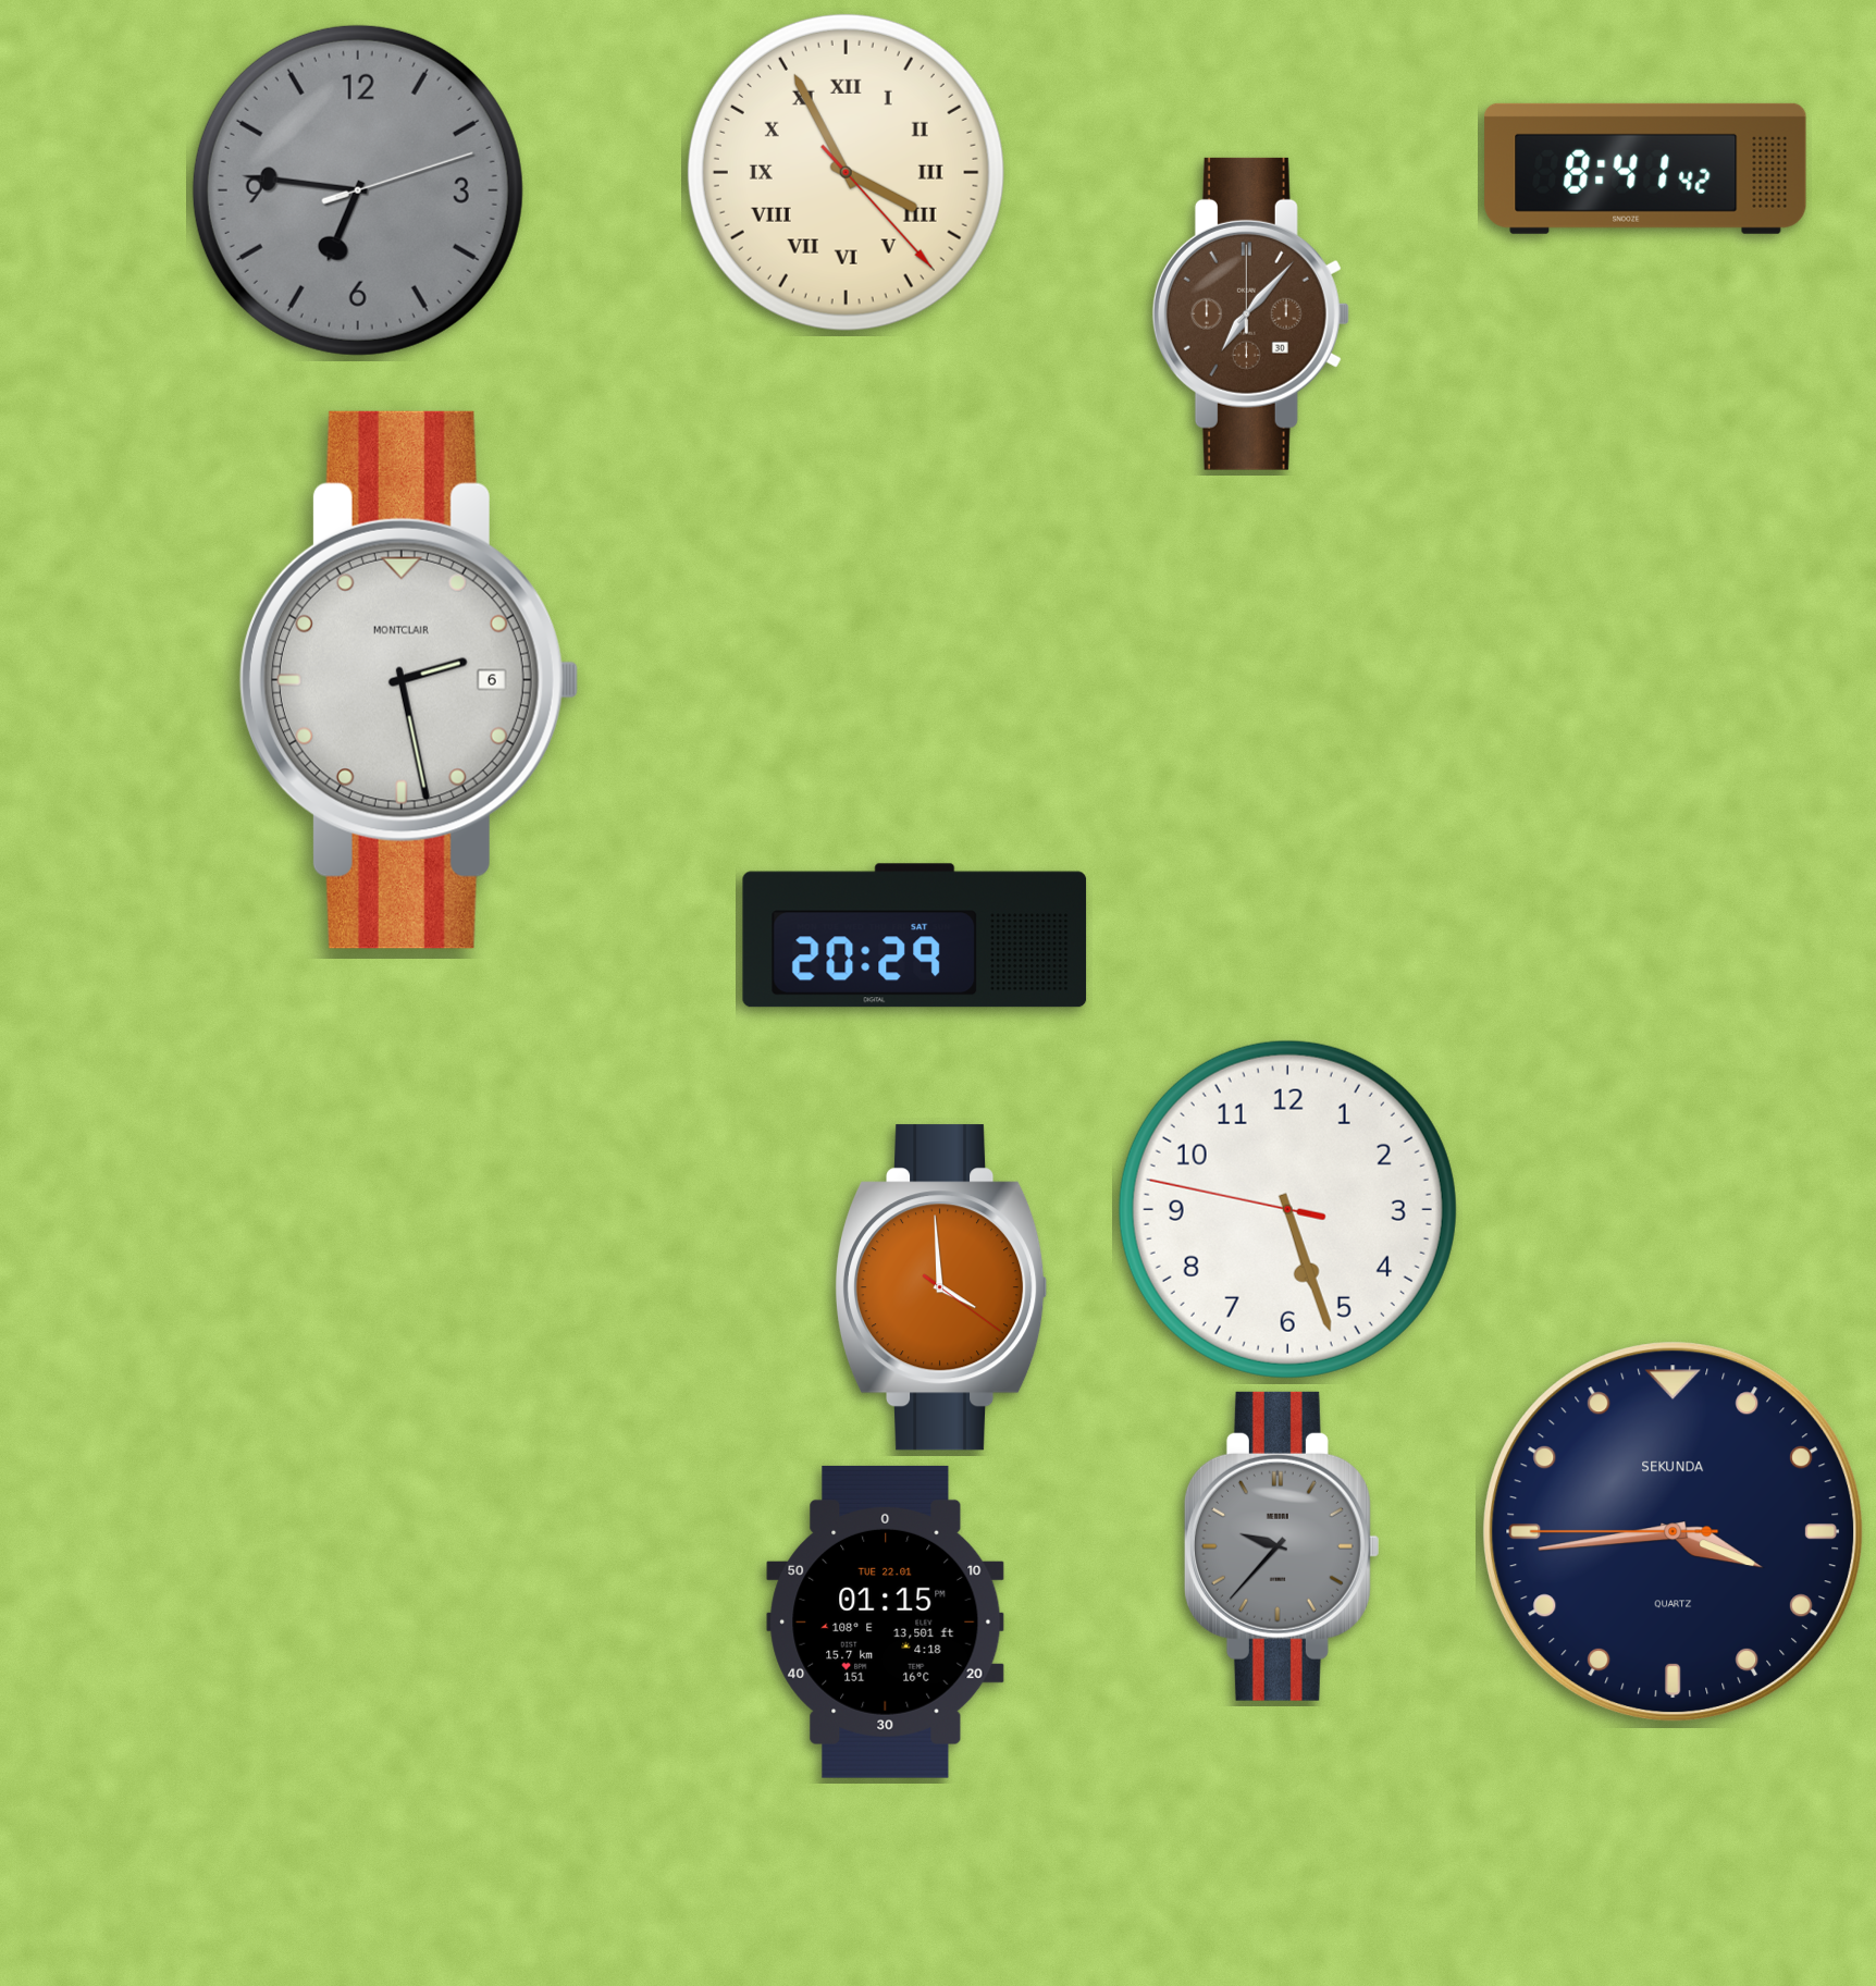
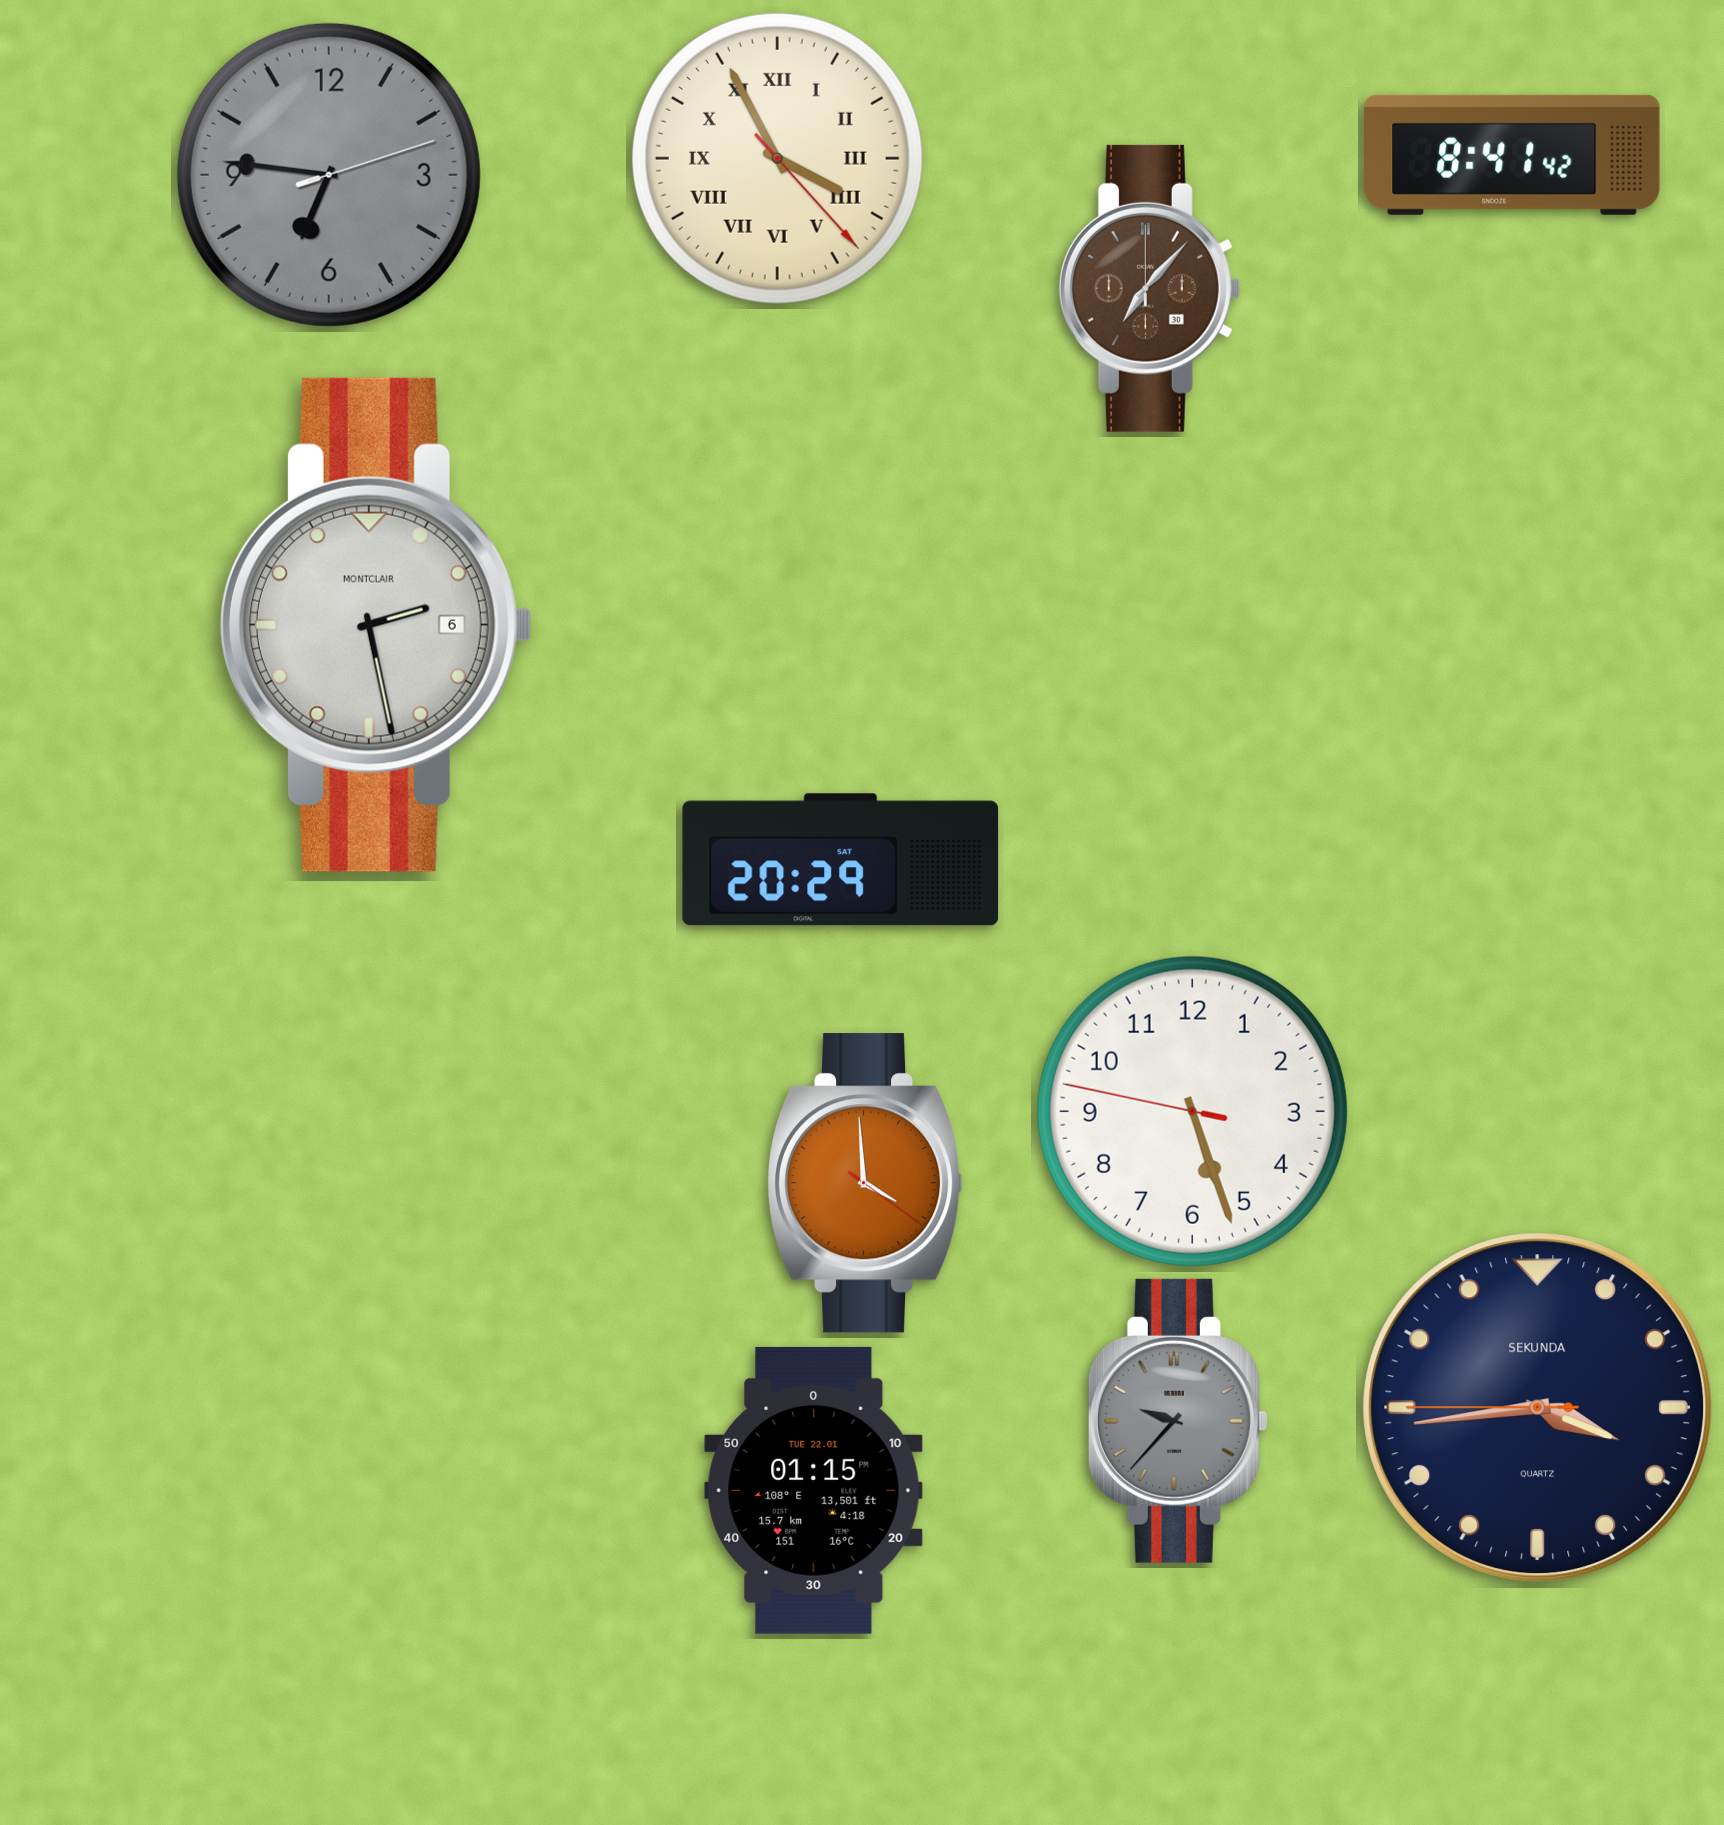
clock at (1287, 1209) position: (1287, 1209) -> (1192, 1111)
